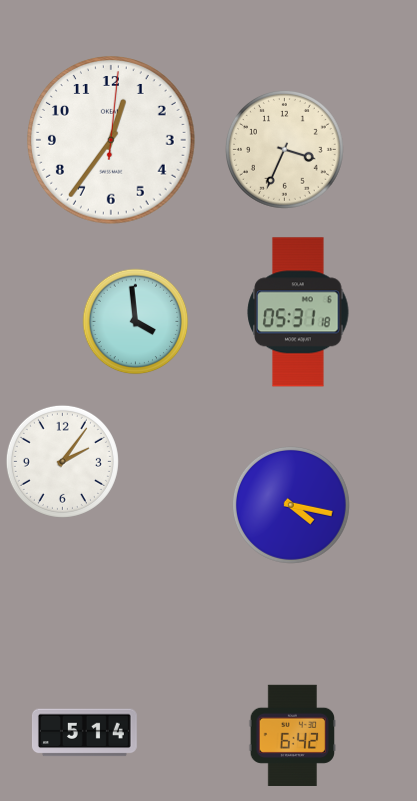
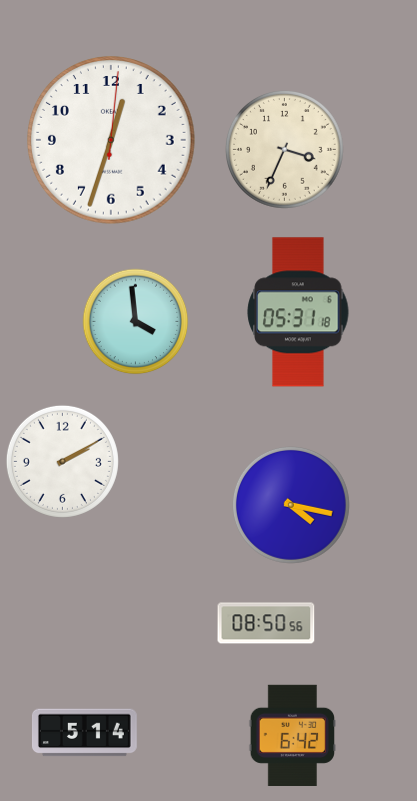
clock at (111, 140): 12:36 -> 12:33
clock at (62, 461): 2:06 -> 2:10
clock at (266, 623): none -> 08:50
